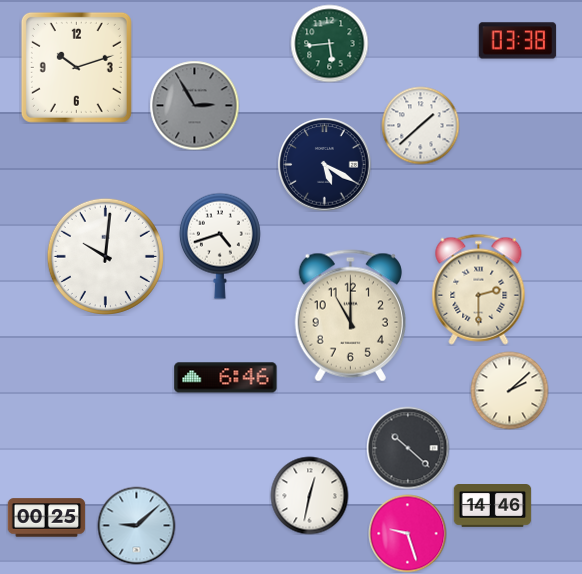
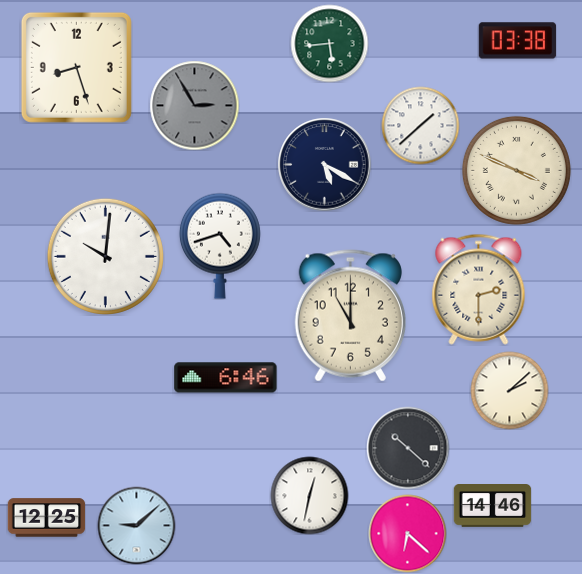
clock at (76, 67): 10:12 -> 8:27
clock at (516, 170): none -> 3:49
clock at (46, 518): 00:25 -> 12:25
clock at (407, 533): 9:27 -> 6:22
